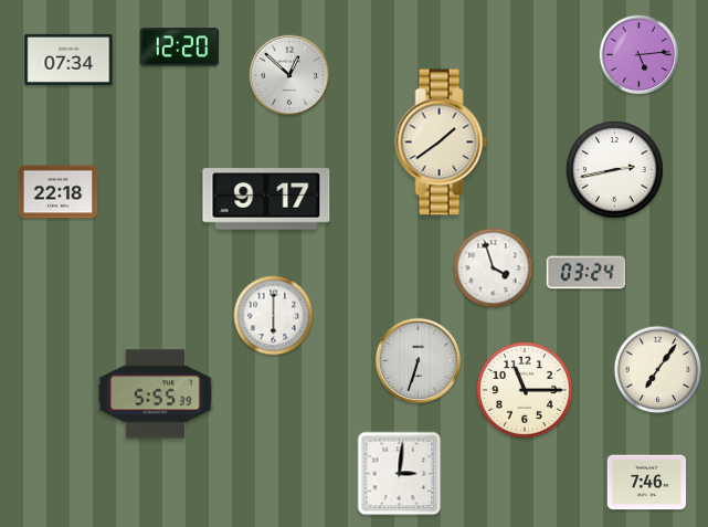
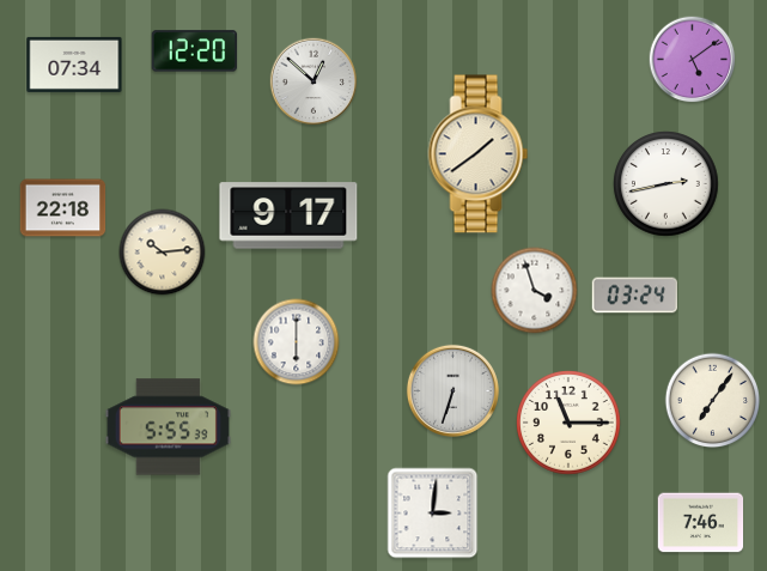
clock at (640, 55): 5:14 -> 5:09
clock at (163, 253): none -> 10:14
